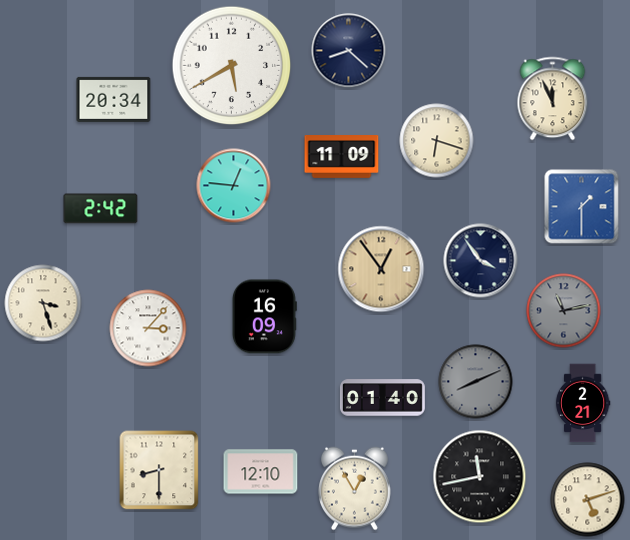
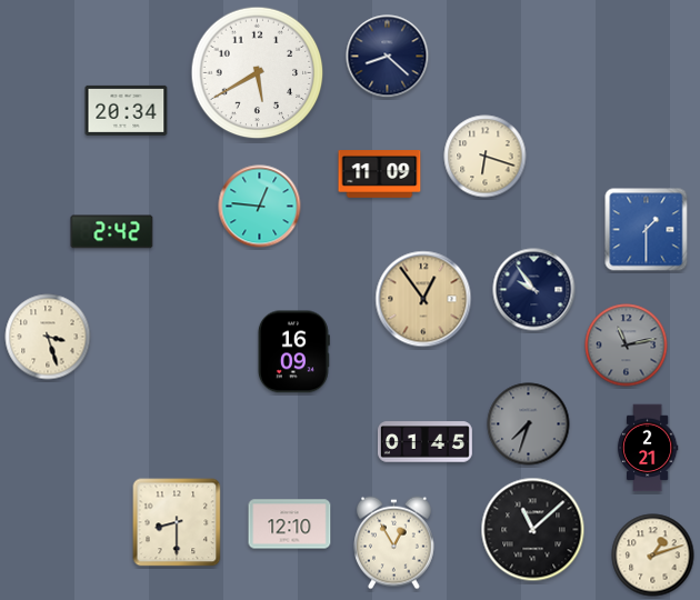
clock at (553, 99): 11:56 -> none
clock at (481, 261): 3:54 -> 9:54
clock at (148, 328): 3:07 -> none
clock at (476, 382): 8:11 -> 7:33
clock at (383, 398): 01:40 -> 01:45
clock at (480, 477): 11:43 -> 11:08
clock at (588, 500): 5:12 -> 1:12
